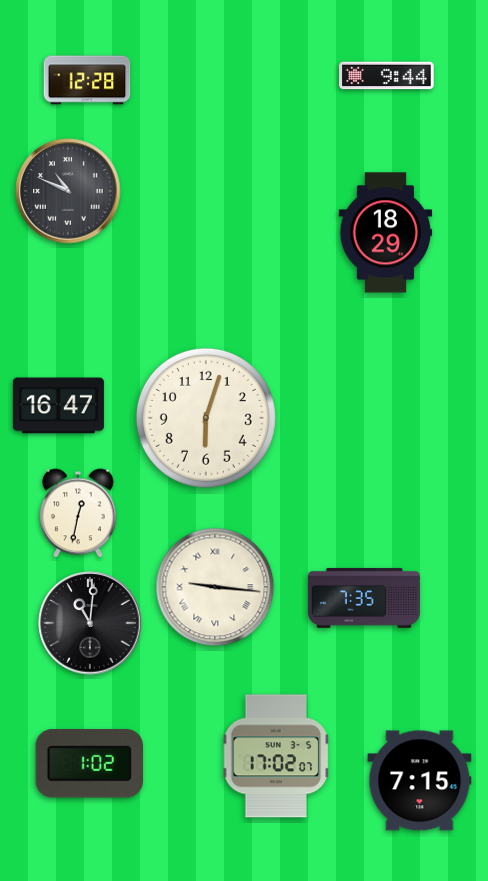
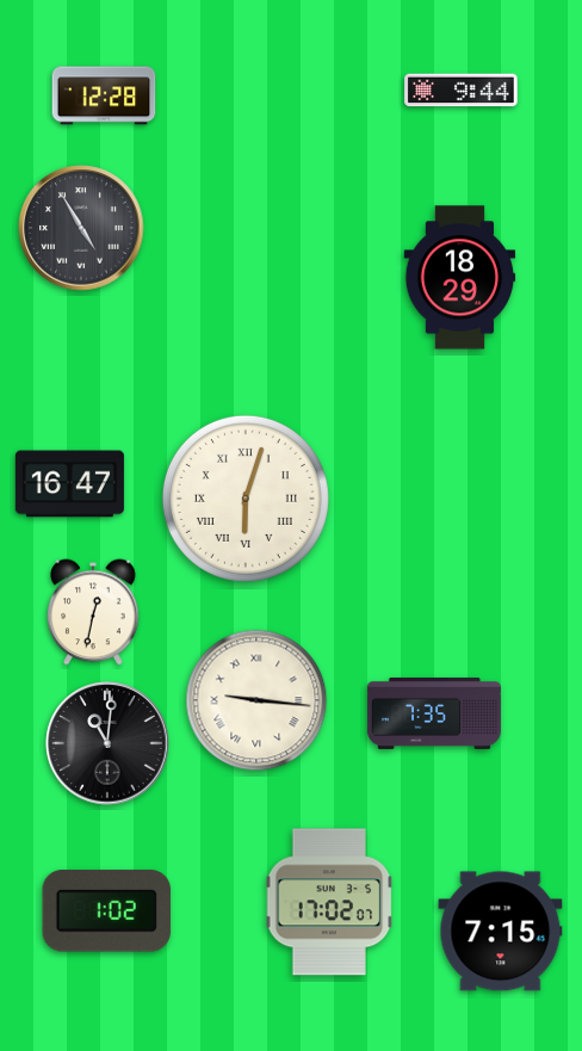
clock at (68, 191): 10:49 -> 4:55
clock at (206, 418) numerals: Arabic -> Roman
